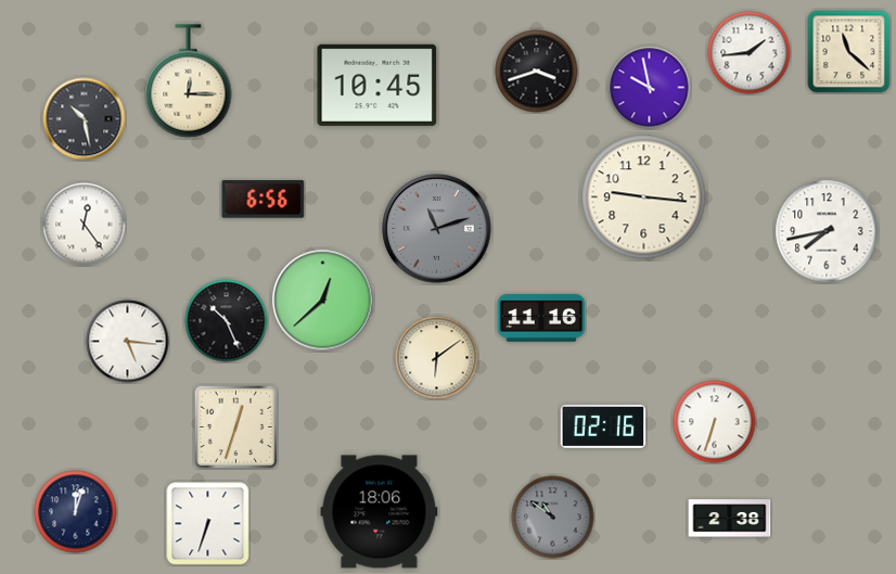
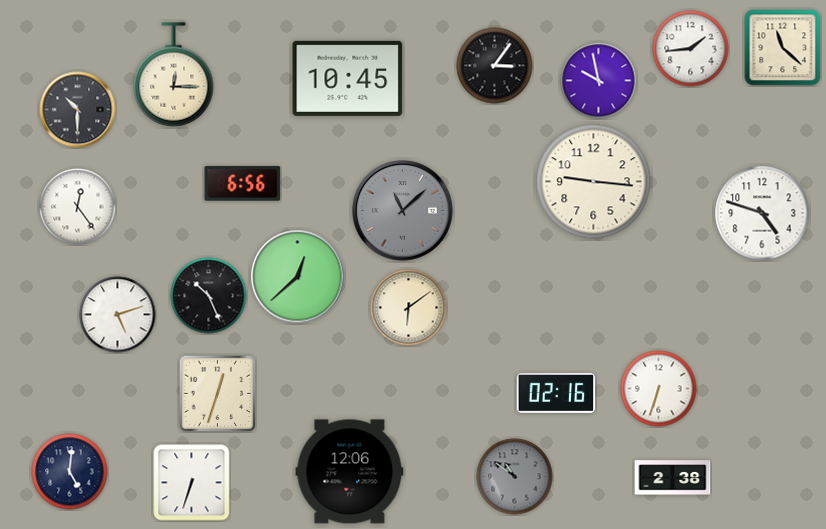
clock at (537, 72): 3:42 -> 3:06
clock at (85, 119): 10:28 -> 10:30
clock at (437, 229): 11:12 -> 11:08
clock at (827, 231): 7:43 -> 4:48
clock at (541, 318): 11:16 -> none
clock at (128, 342): 5:16 -> 5:12
clock at (437, 358) position: (437, 358) -> (409, 308)
clock at (76, 512): 12:03 -> 5:01
clock at (380, 512): 18:06 -> 12:06
clock at (553, 518) position: (553, 518) -> (515, 477)
